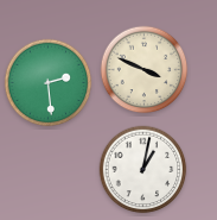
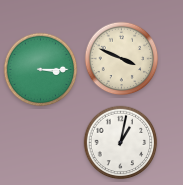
clock at (49, 83): 2:29 -> 3:15
